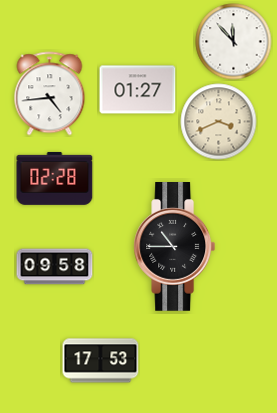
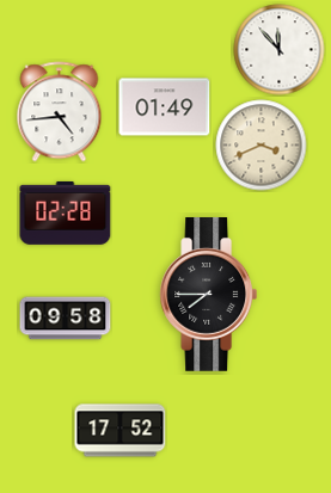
clock at (138, 90): 01:27 -> 01:49
clock at (175, 247): 10:45 -> 7:45
clock at (101, 361): 17:53 -> 17:52
